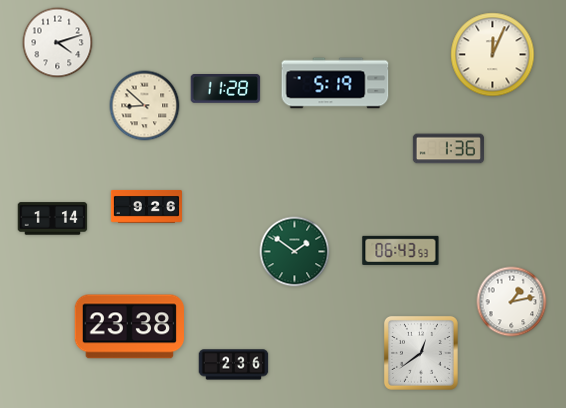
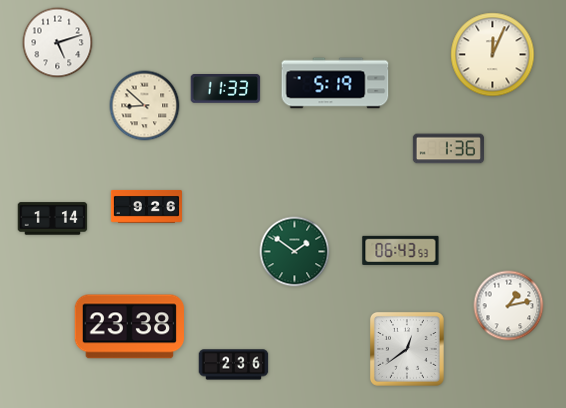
clock at (58, 43): 4:12 -> 5:12
clock at (226, 89): 11:28 -> 11:33
clock at (512, 302) position: (512, 302) -> (509, 306)
clock at (421, 353) position: (421, 353) -> (407, 349)
